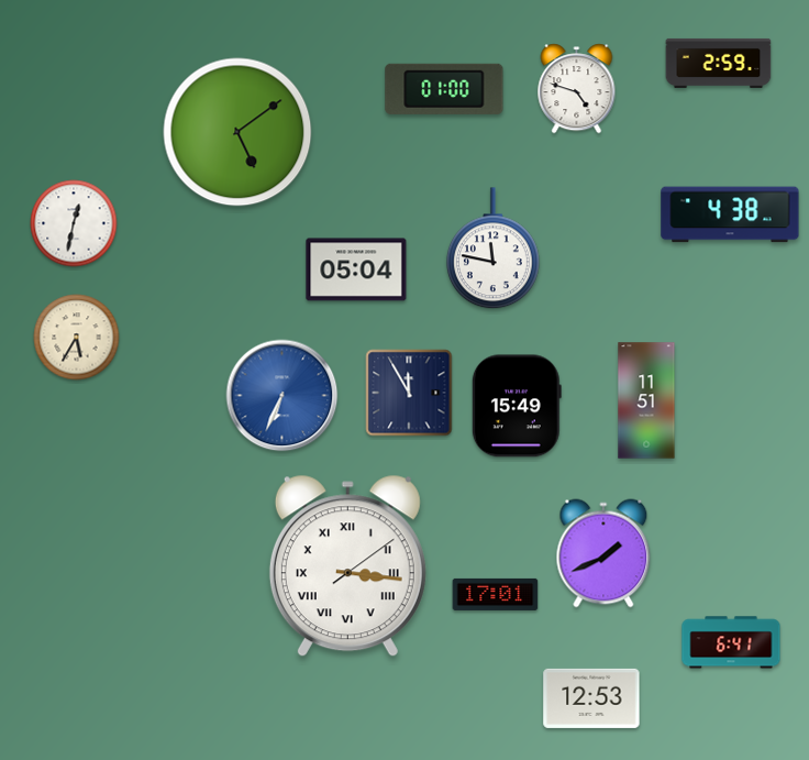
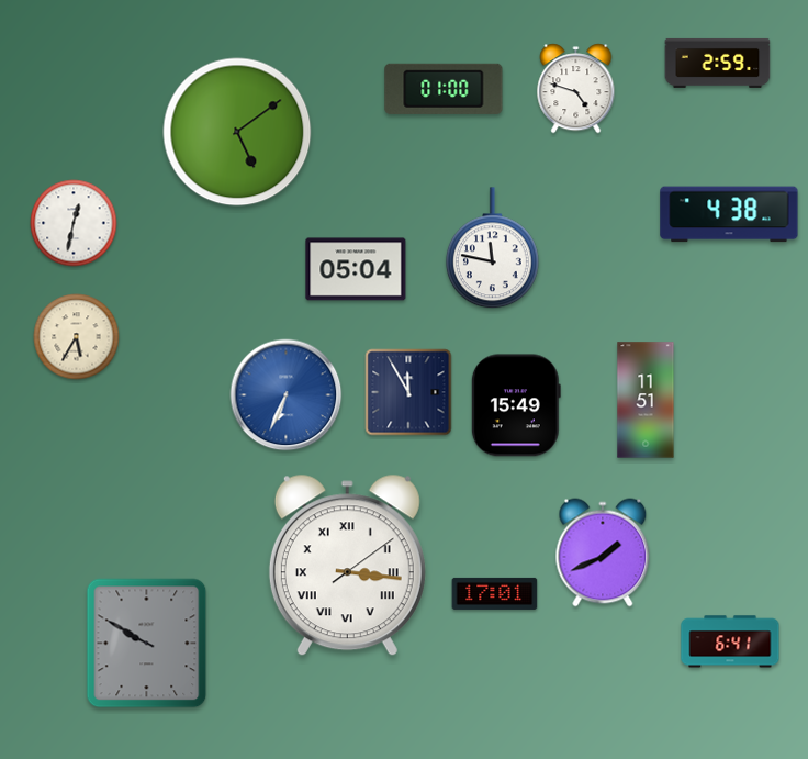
clock at (282, 396) position: (282, 396) -> (287, 395)
clock at (147, 644): none -> 9:50
clock at (591, 698): 12:53 -> none
